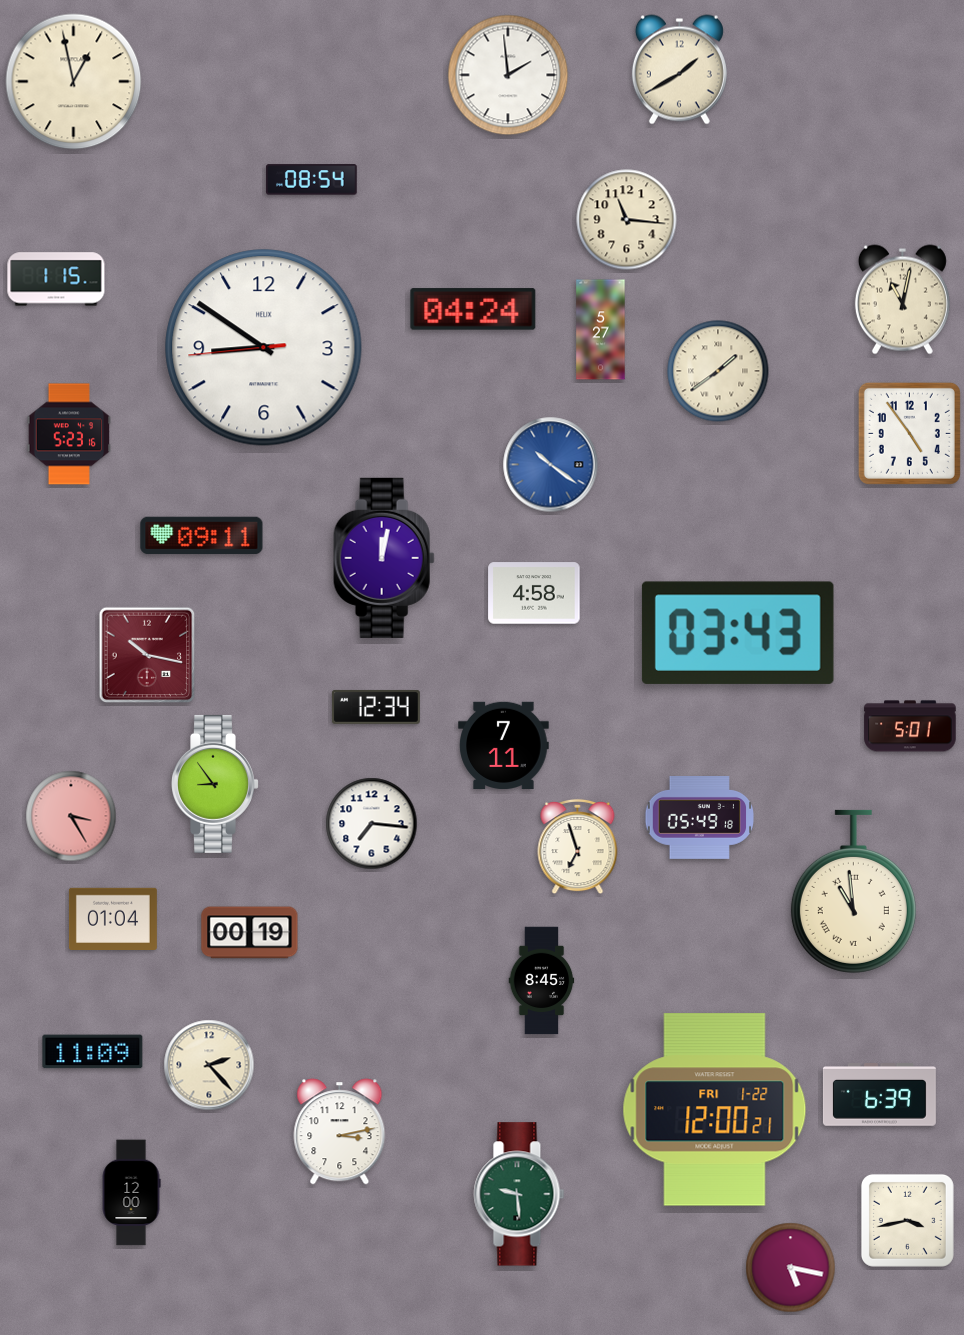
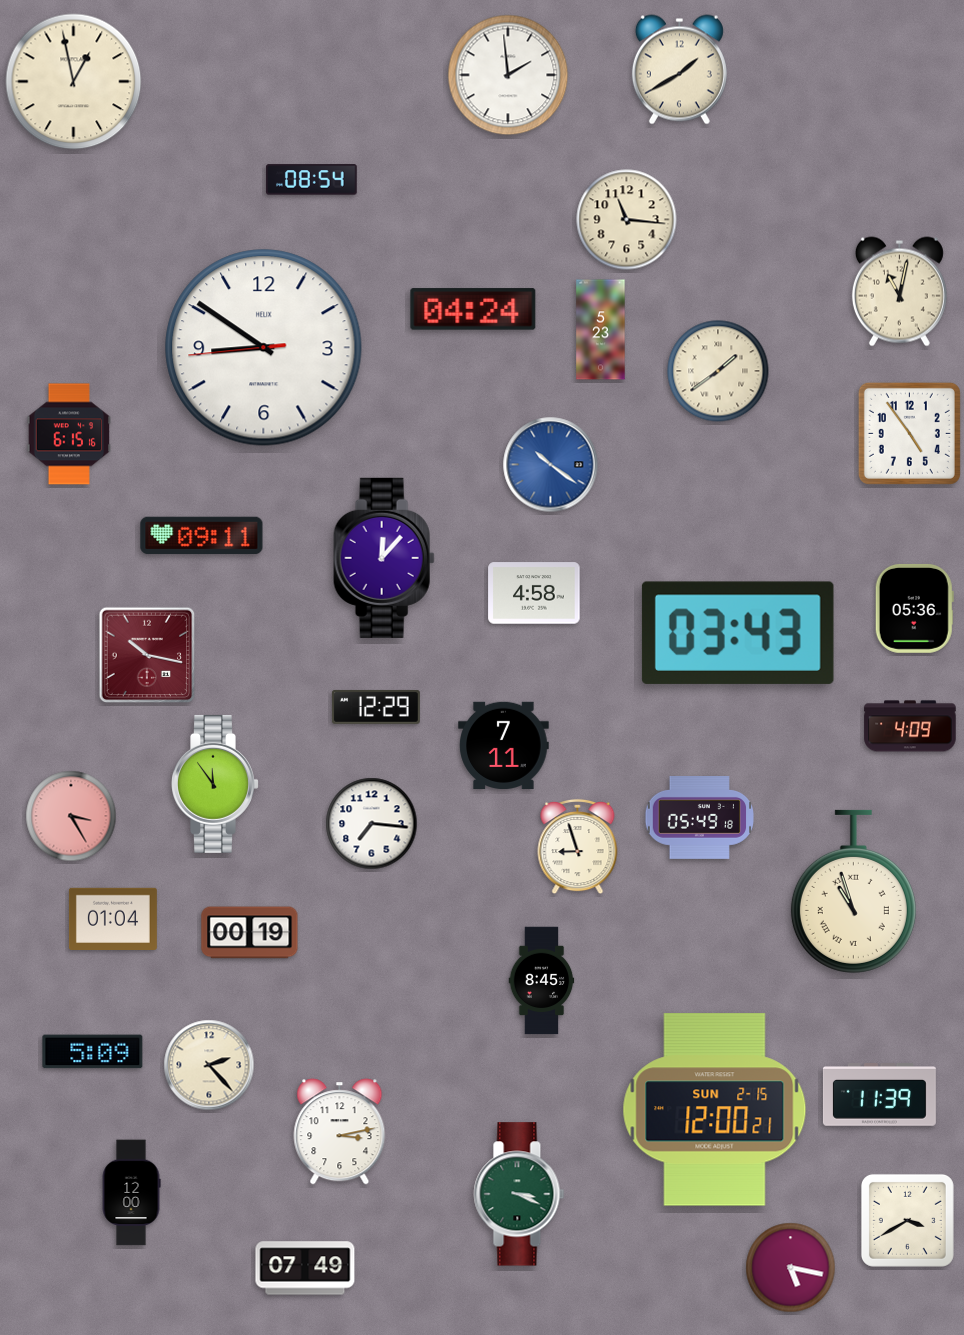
clock at (56, 279): 1:15 -> none
clock at (902, 300) position: (902, 300) -> (899, 292)
clock at (601, 330): 5:27 -> 5:23
clock at (69, 434): 5:23 -> 6:15
clock at (384, 558): 12:02 -> 12:07
clock at (914, 608): none -> 05:36
clock at (376, 707): 12:34 -> 12:29
clock at (910, 726): 5:01 -> 4:09
clock at (215, 784): 8:54 -> 11:54
clock at (578, 847): 6:57 -> 8:57
clock at (853, 891): 10:59 -> 10:57
clock at (93, 1052): 11:09 -> 5:09
clock at (879, 1095): 6:39 -> 11:39
clock at (715, 1110) date: FRI 1-22 -> SUN 2-15
clock at (519, 1194): 9:29 -> 3:19
clock at (907, 1220): 3:43 -> 3:40
clock at (305, 1268): none -> 07:49
